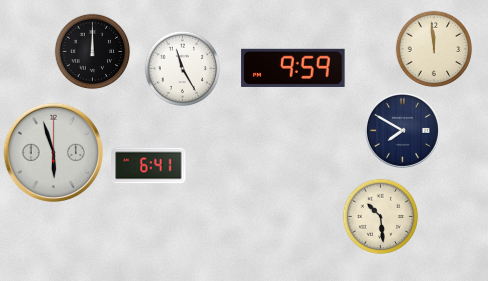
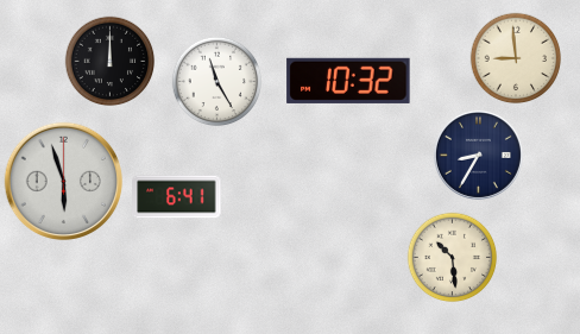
clock at (434, 49): 11:59 -> 8:59
clock at (293, 68): 9:59 -> 10:32
clock at (402, 130): 7:50 -> 8:35
